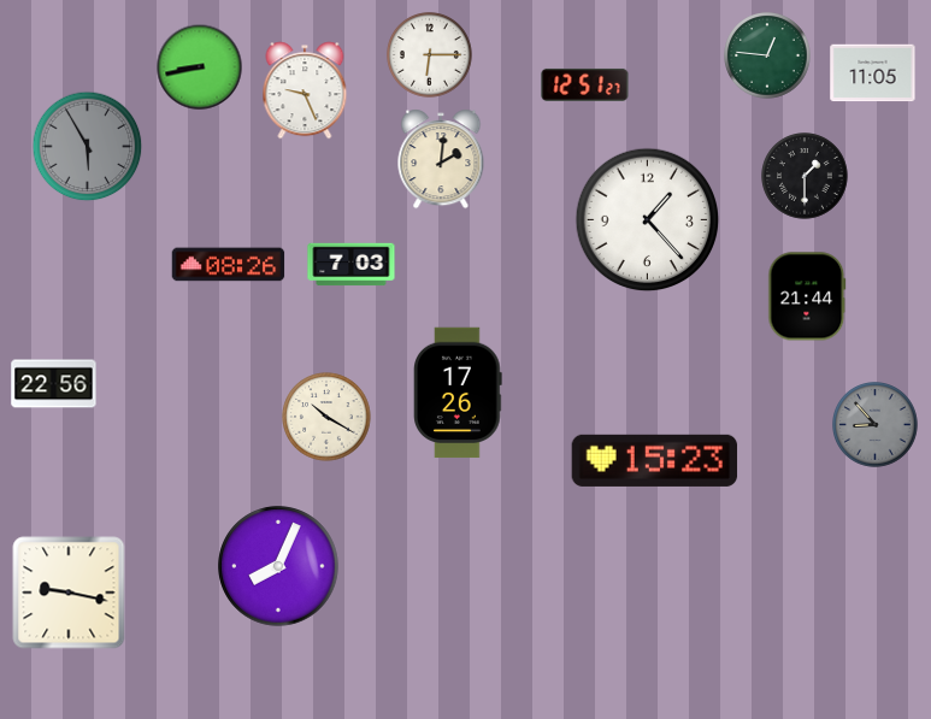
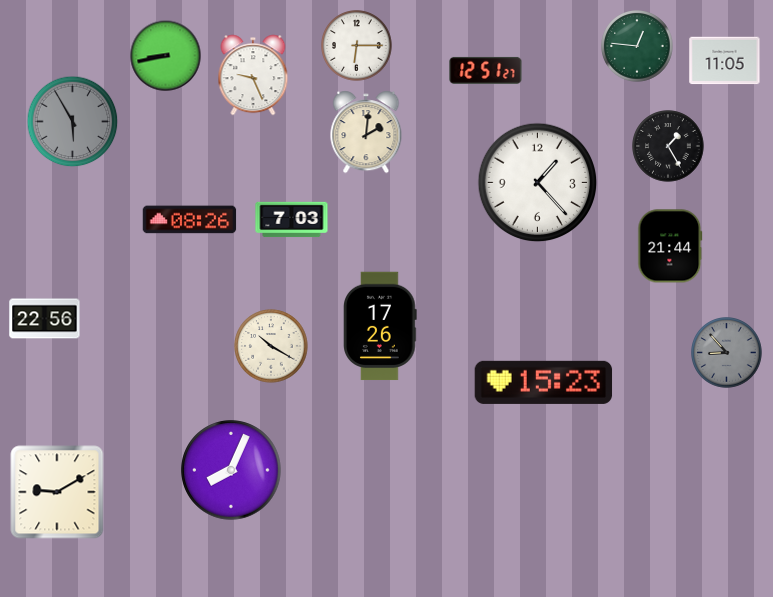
clock at (805, 176): 1:30 -> 1:25
clock at (69, 593): 9:17 -> 9:10
